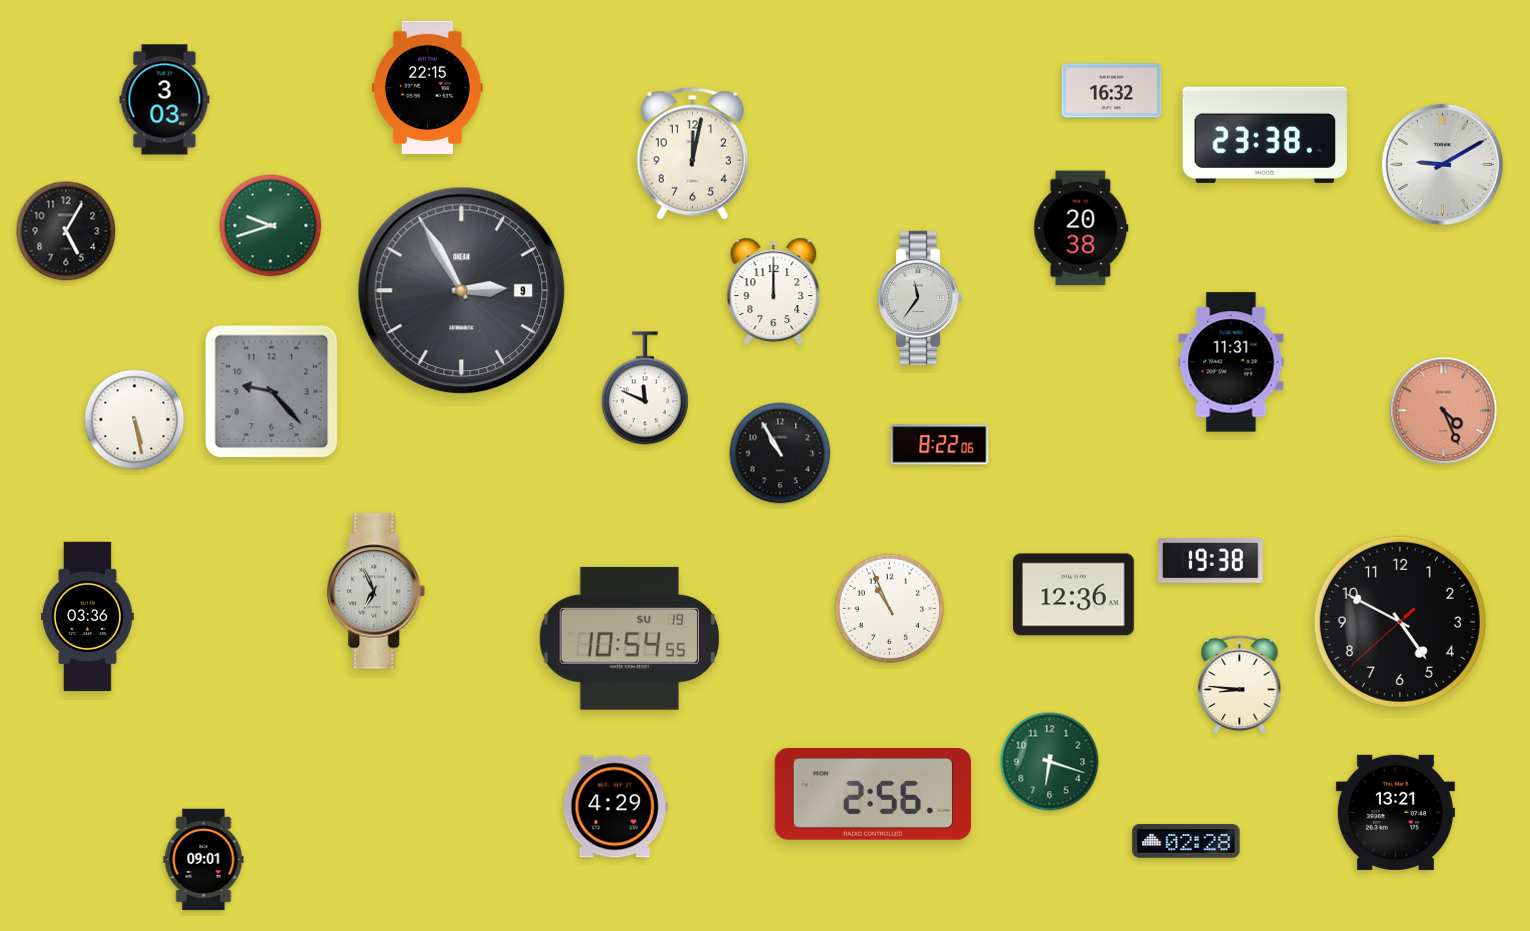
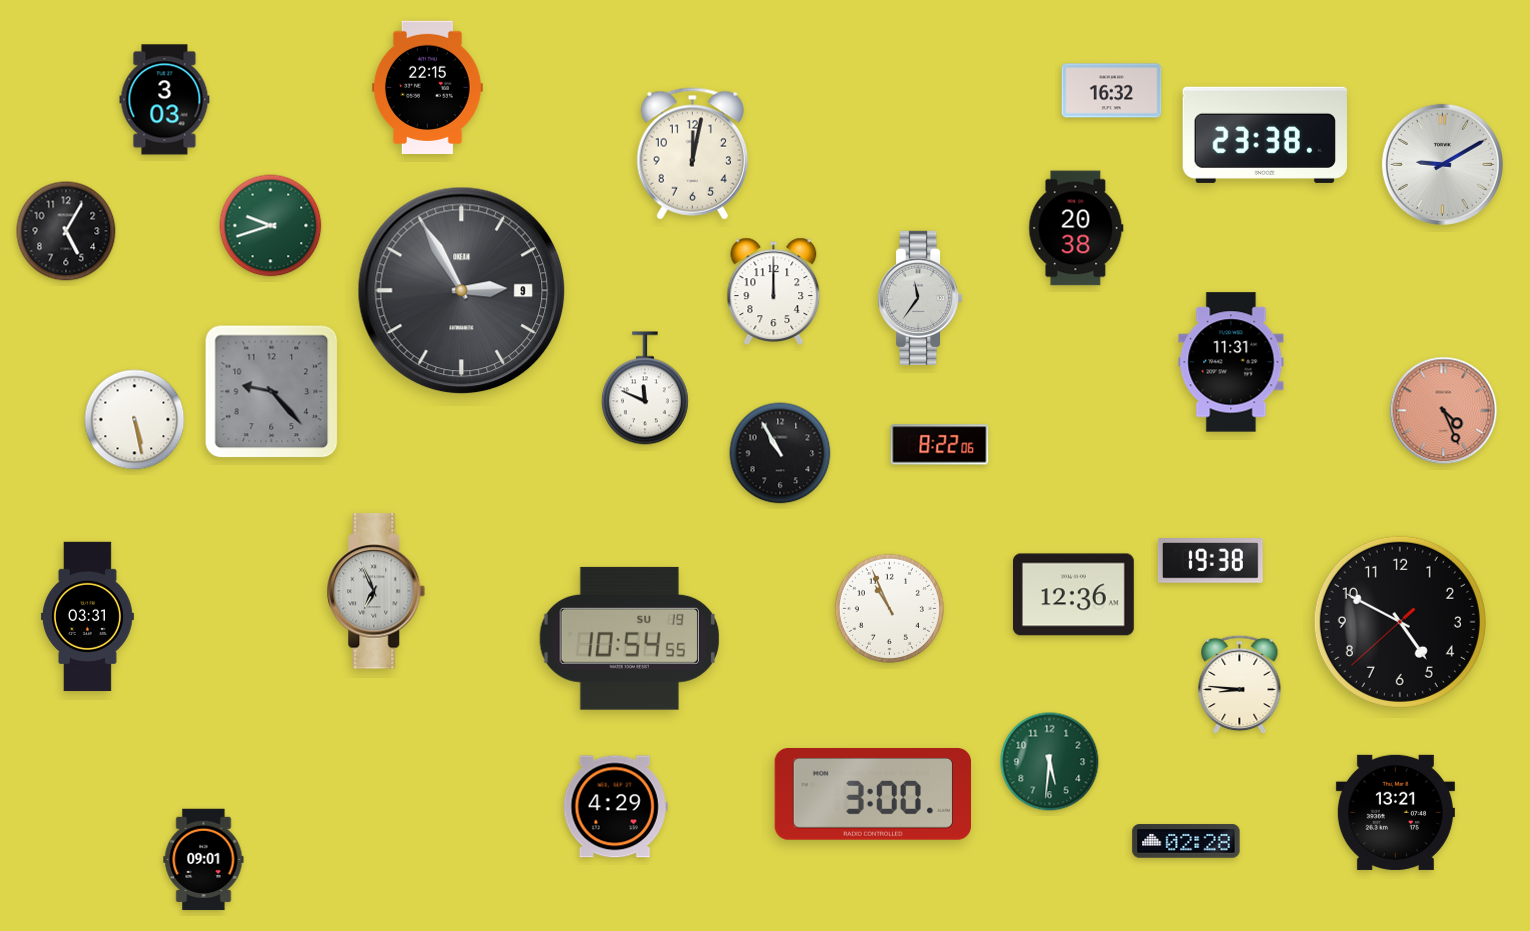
clock at (1081, 228) position: (1081, 228) -> (1076, 228)
clock at (87, 617): 03:36 -> 03:31
clock at (1050, 762): 6:18 -> 5:31
clock at (872, 795): 2:56 -> 3:00
